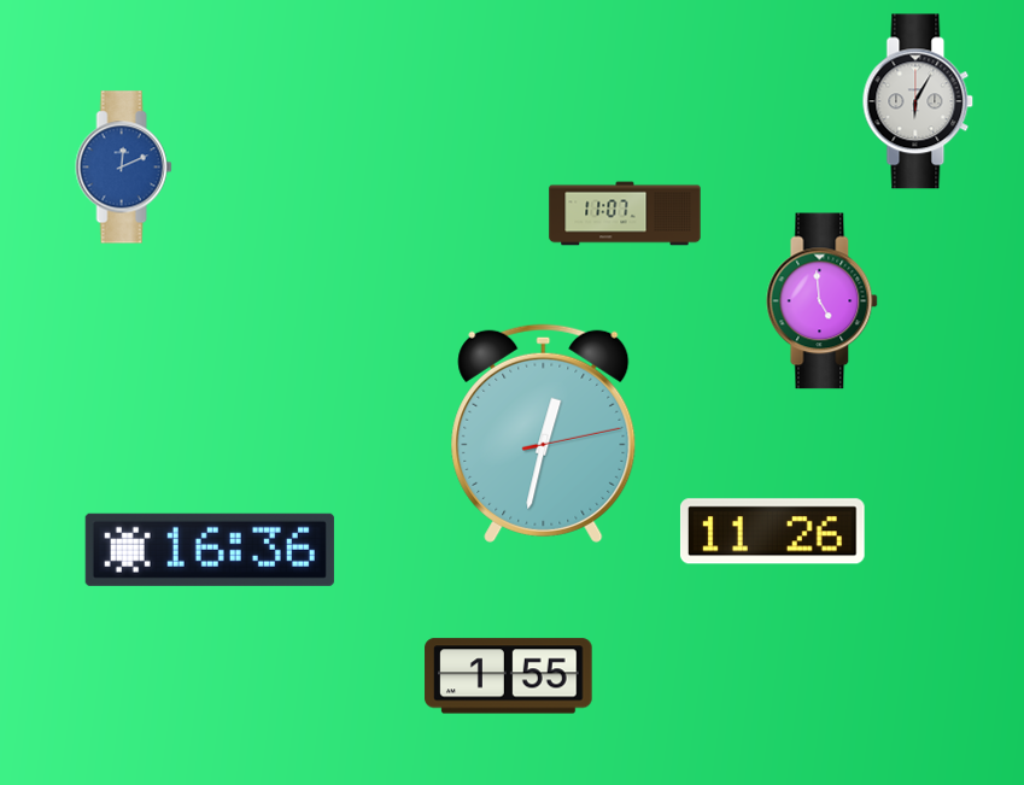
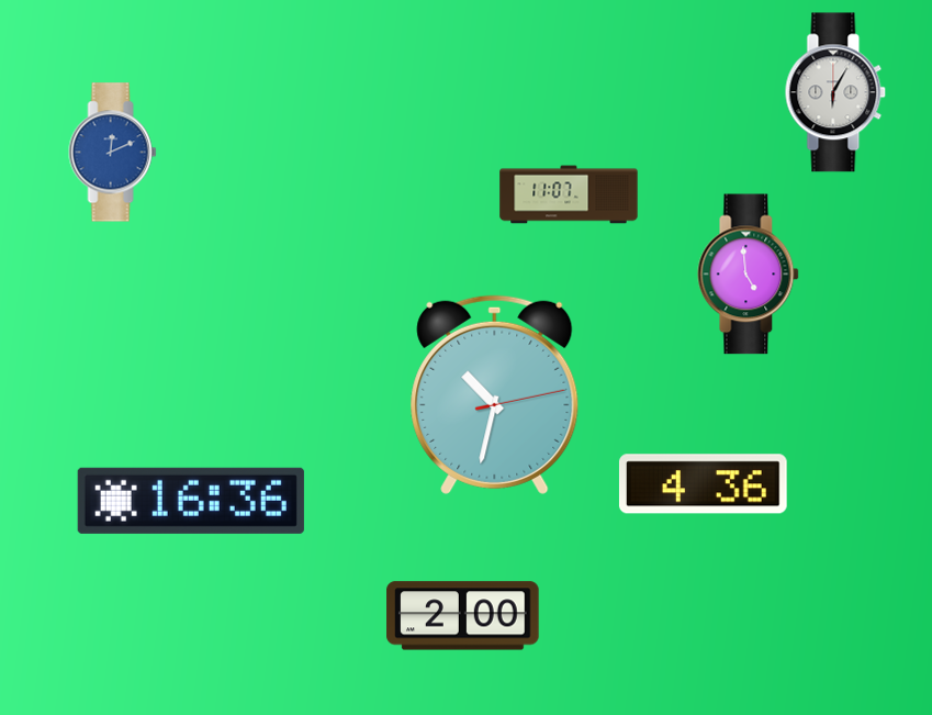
clock at (544, 433): 12:32 -> 10:32
clock at (772, 532): 11:26 -> 4:36
clock at (509, 676): 1:55 -> 2:00
